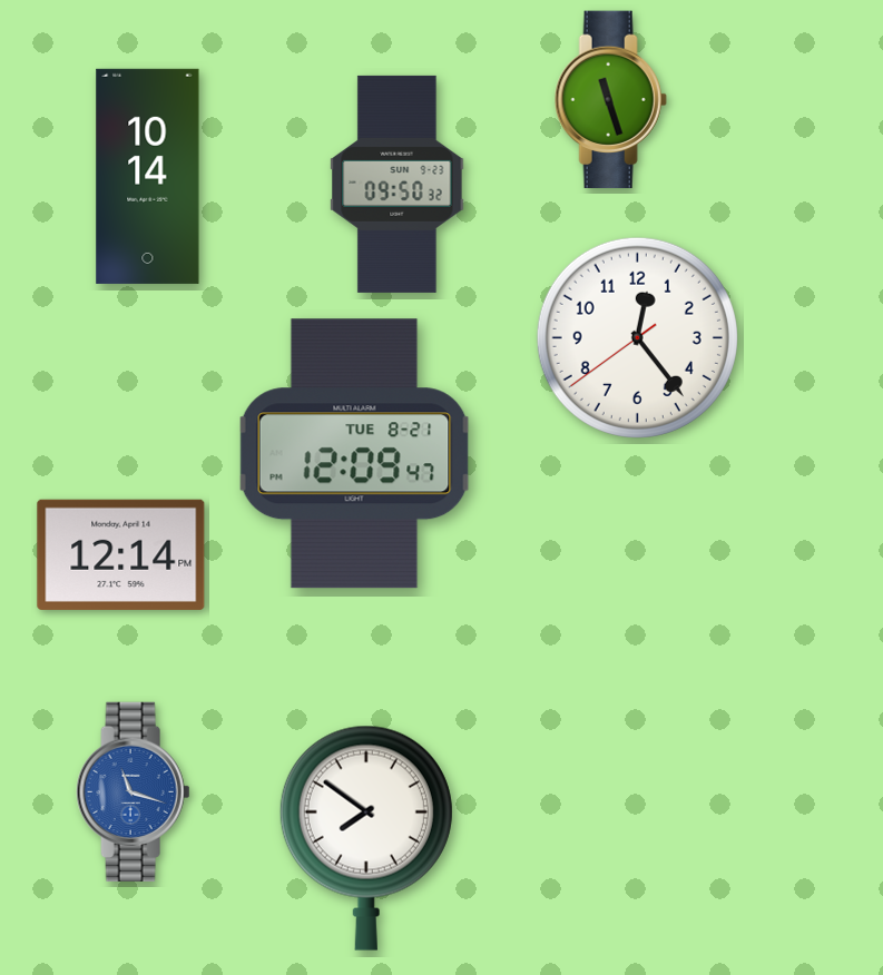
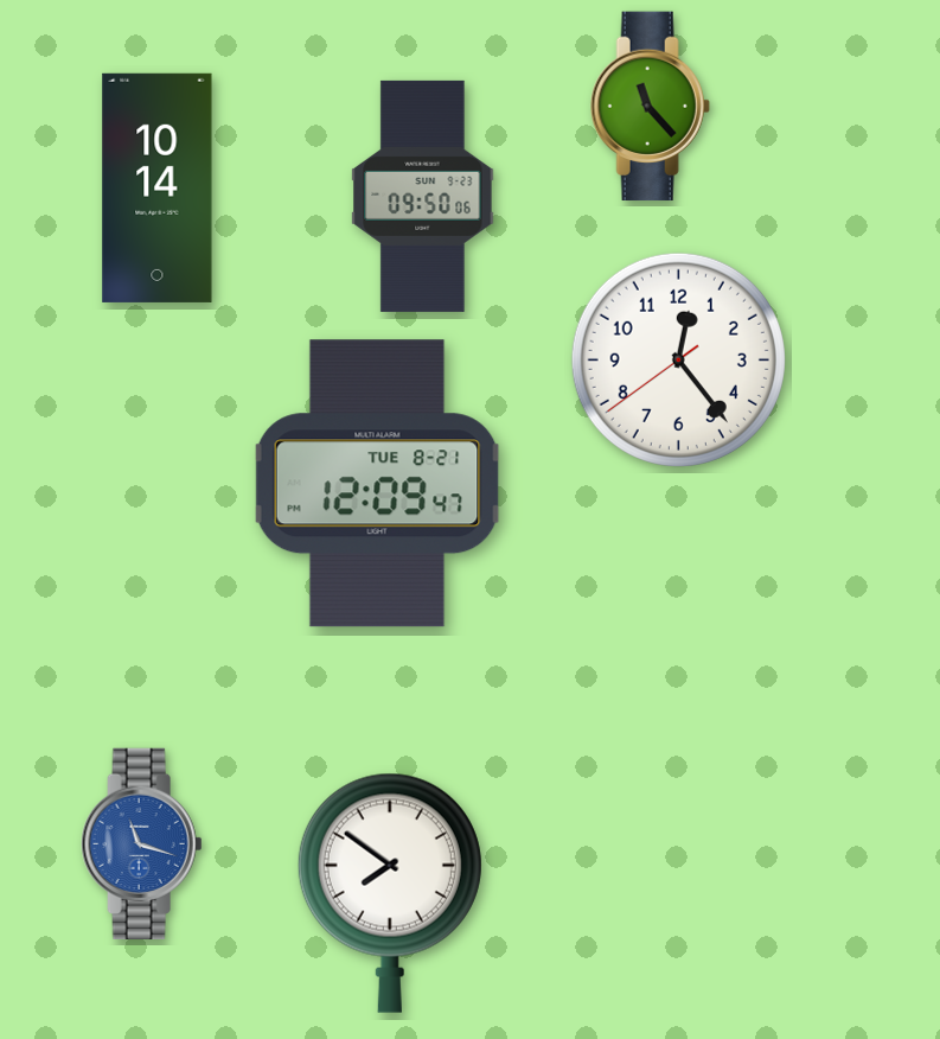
clock at (610, 100): 11:27 -> 11:23
clock at (398, 184): 09:50:32 -> 09:50:06
clock at (121, 554): 12:14 -> none
